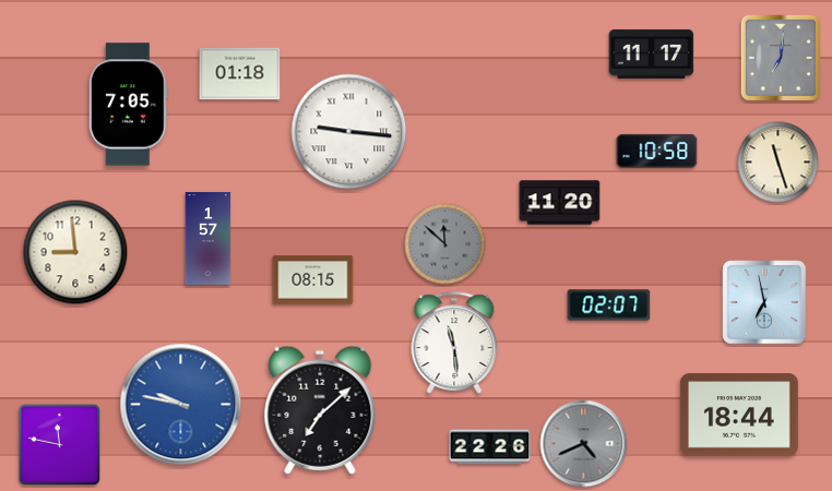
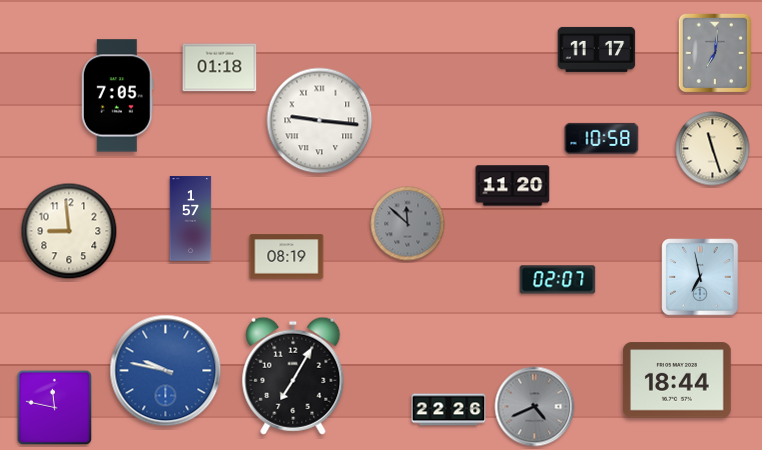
clock at (313, 280): 08:15 -> 08:19
clock at (454, 343): 11:29 -> none
clock at (320, 410): 7:08 -> 7:05
